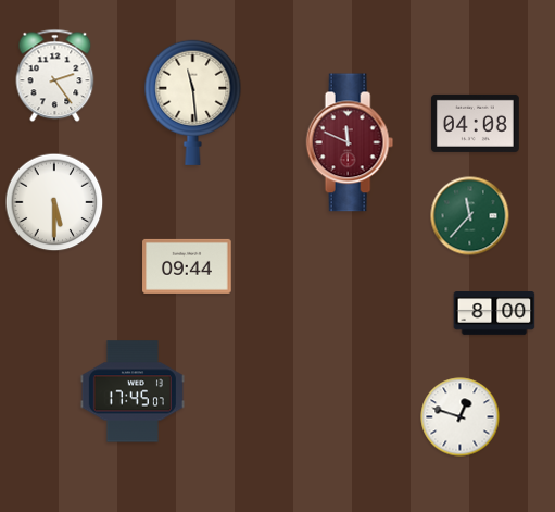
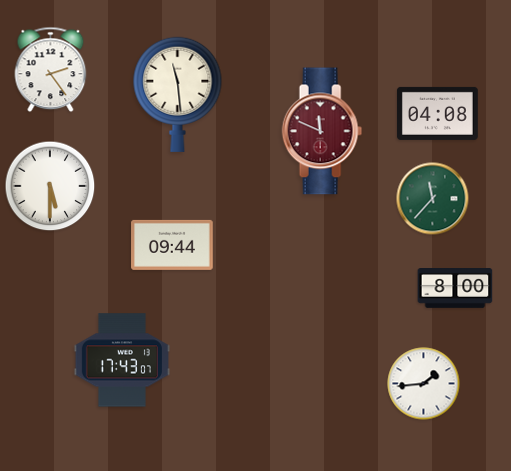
clock at (133, 391): 17:45 -> 17:43
clock at (461, 417): 12:48 -> 1:44
